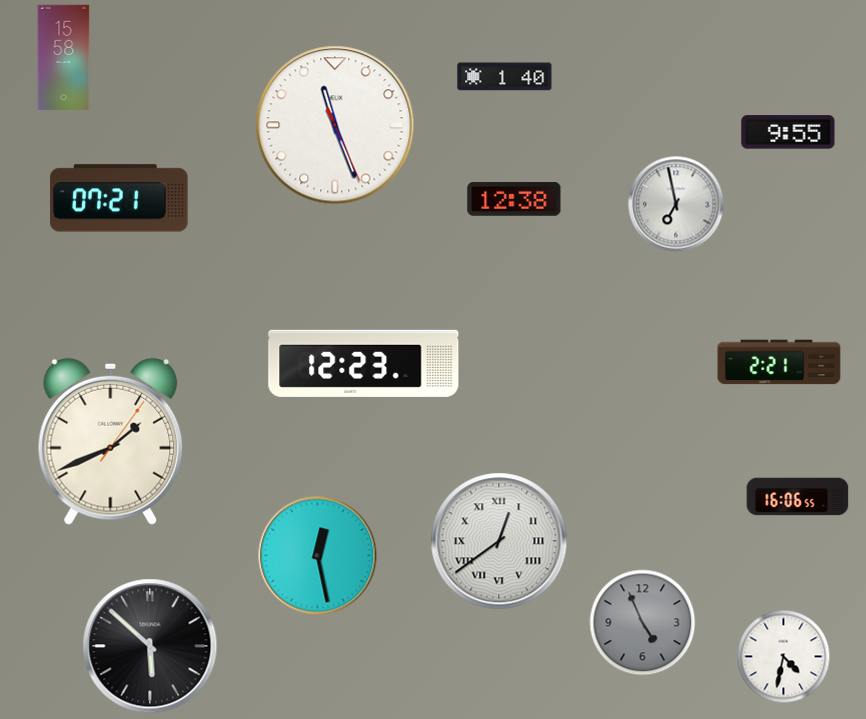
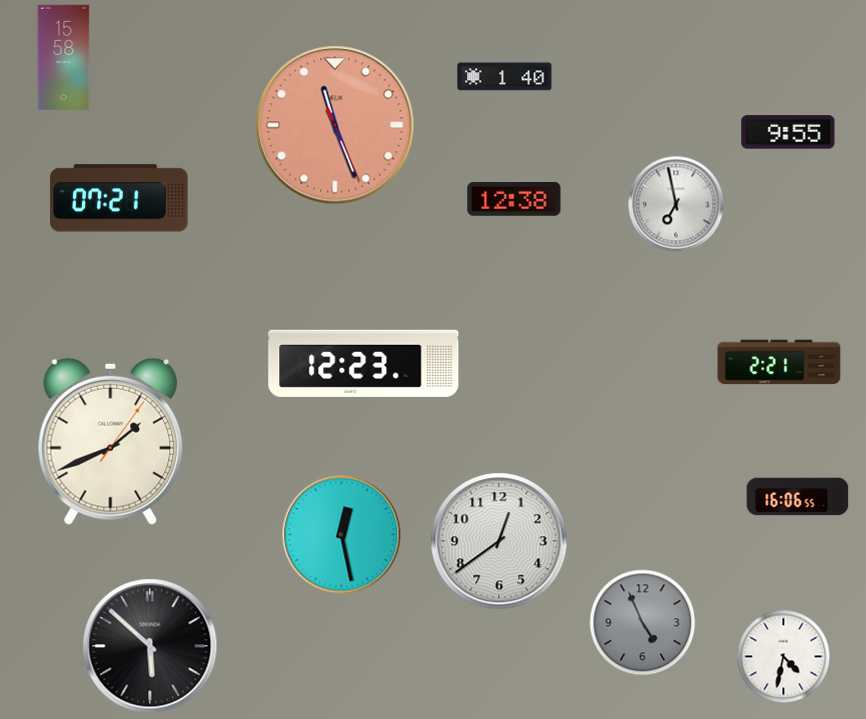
clock at (335, 125) dial: white -> salmon
clock at (499, 541) numerals: Roman -> Arabic
clock at (318, 556) position: (318, 556) -> (342, 535)
